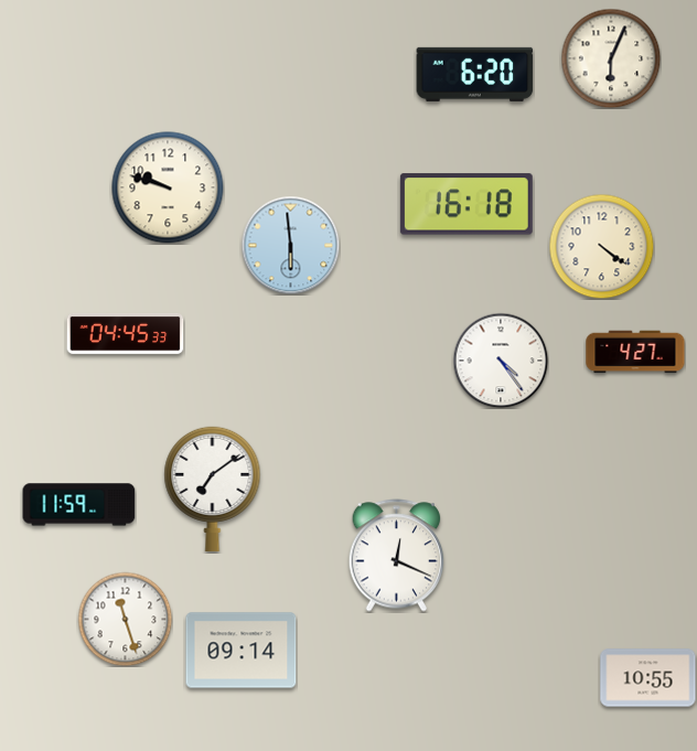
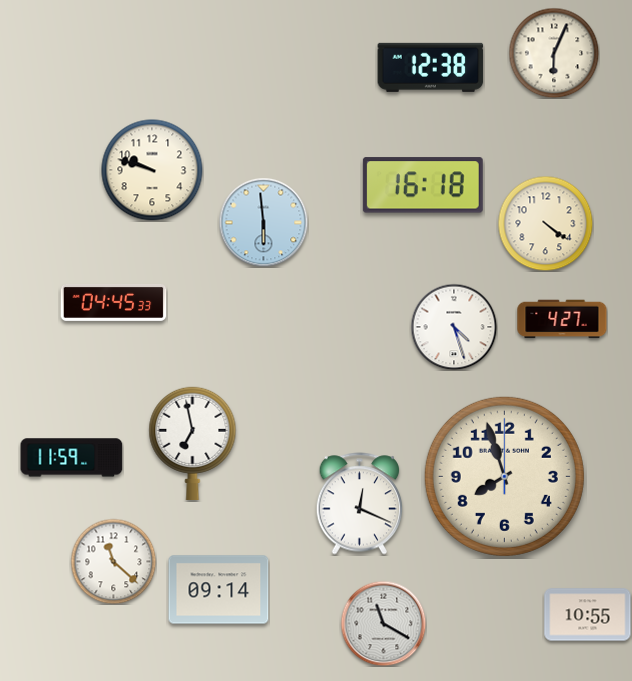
clock at (475, 74): 6:20 -> 12:38
clock at (635, 352) position: (635, 352) -> (562, 319)
clock at (501, 361): 4:24 -> 4:27
clock at (213, 489): 7:09 -> 6:58
clock at (504, 476): none -> 7:57
clock at (125, 619): 11:27 -> 11:22
clock at (383, 623): none -> 11:20
